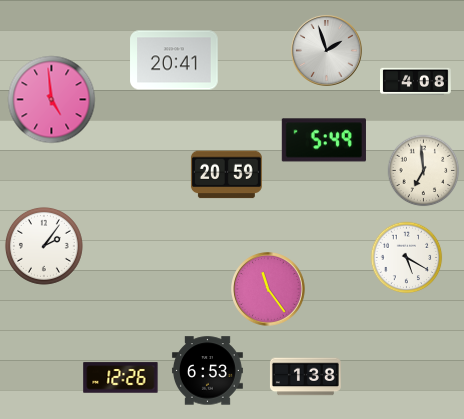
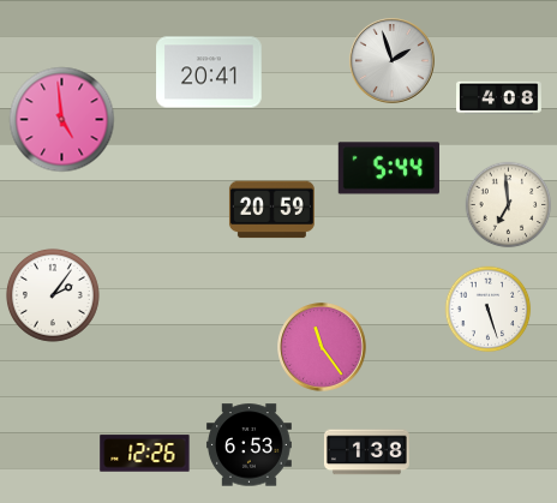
clock at (324, 140): 5:49 -> 5:44
clock at (407, 258): 5:20 -> 5:27
